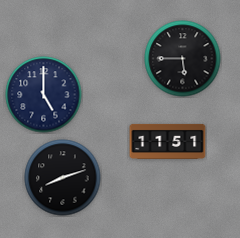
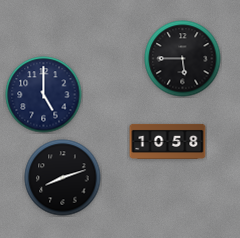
clock at (168, 141): 11:51 -> 10:58
